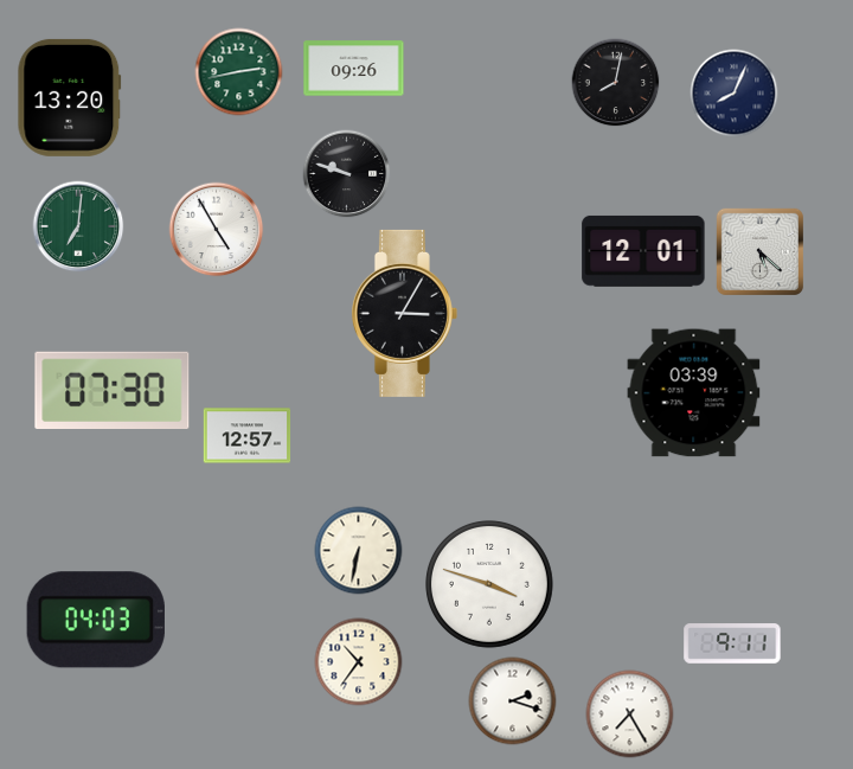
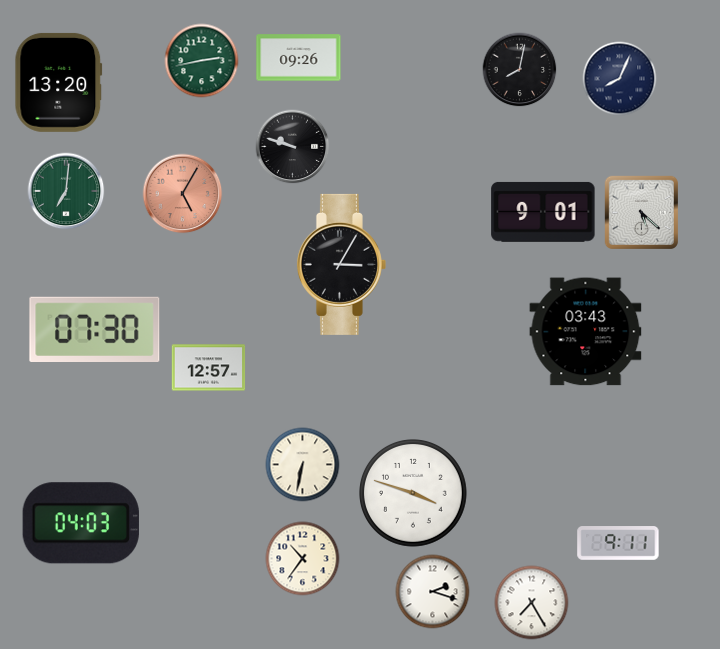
clock at (217, 230): 4:55 -> 5:05
clock at (217, 230) dial: white -> salmon
clock at (643, 251): 12:01 -> 9:01
clock at (694, 393): 03:39 -> 03:43
